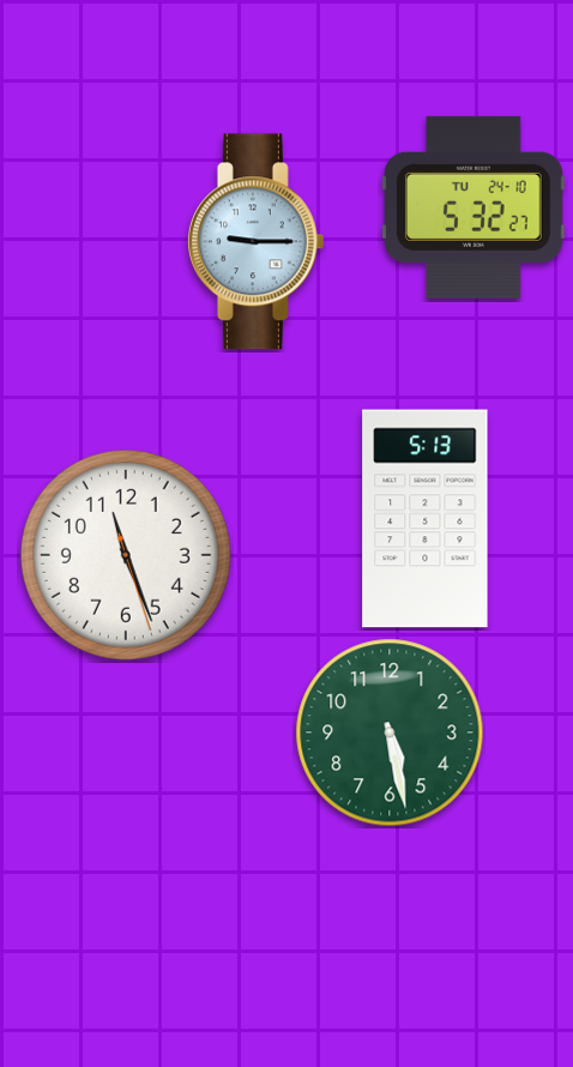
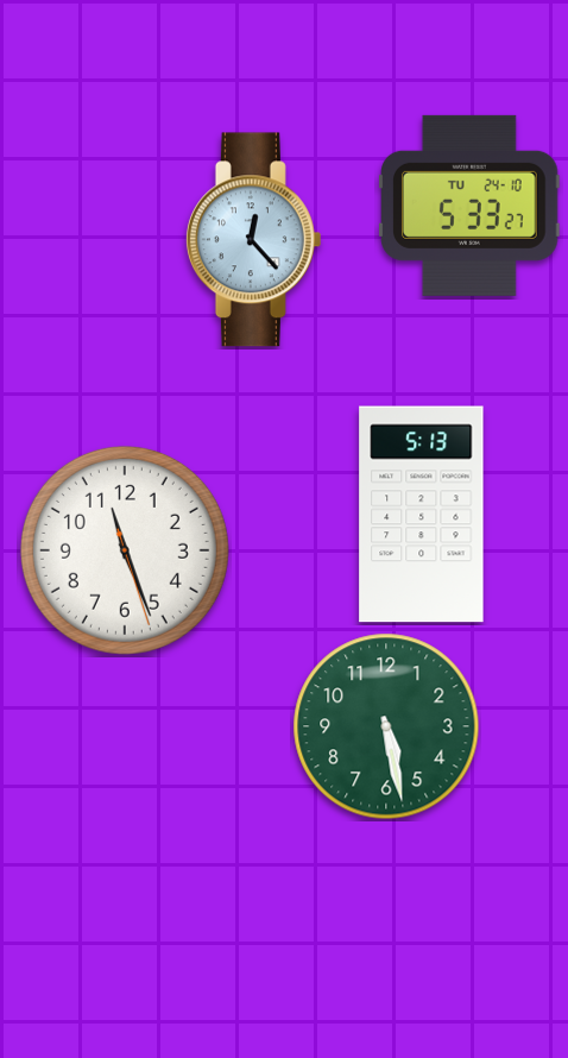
clock at (475, 207): 5:32 -> 5:33
clock at (255, 242): 9:15 -> 12:23
